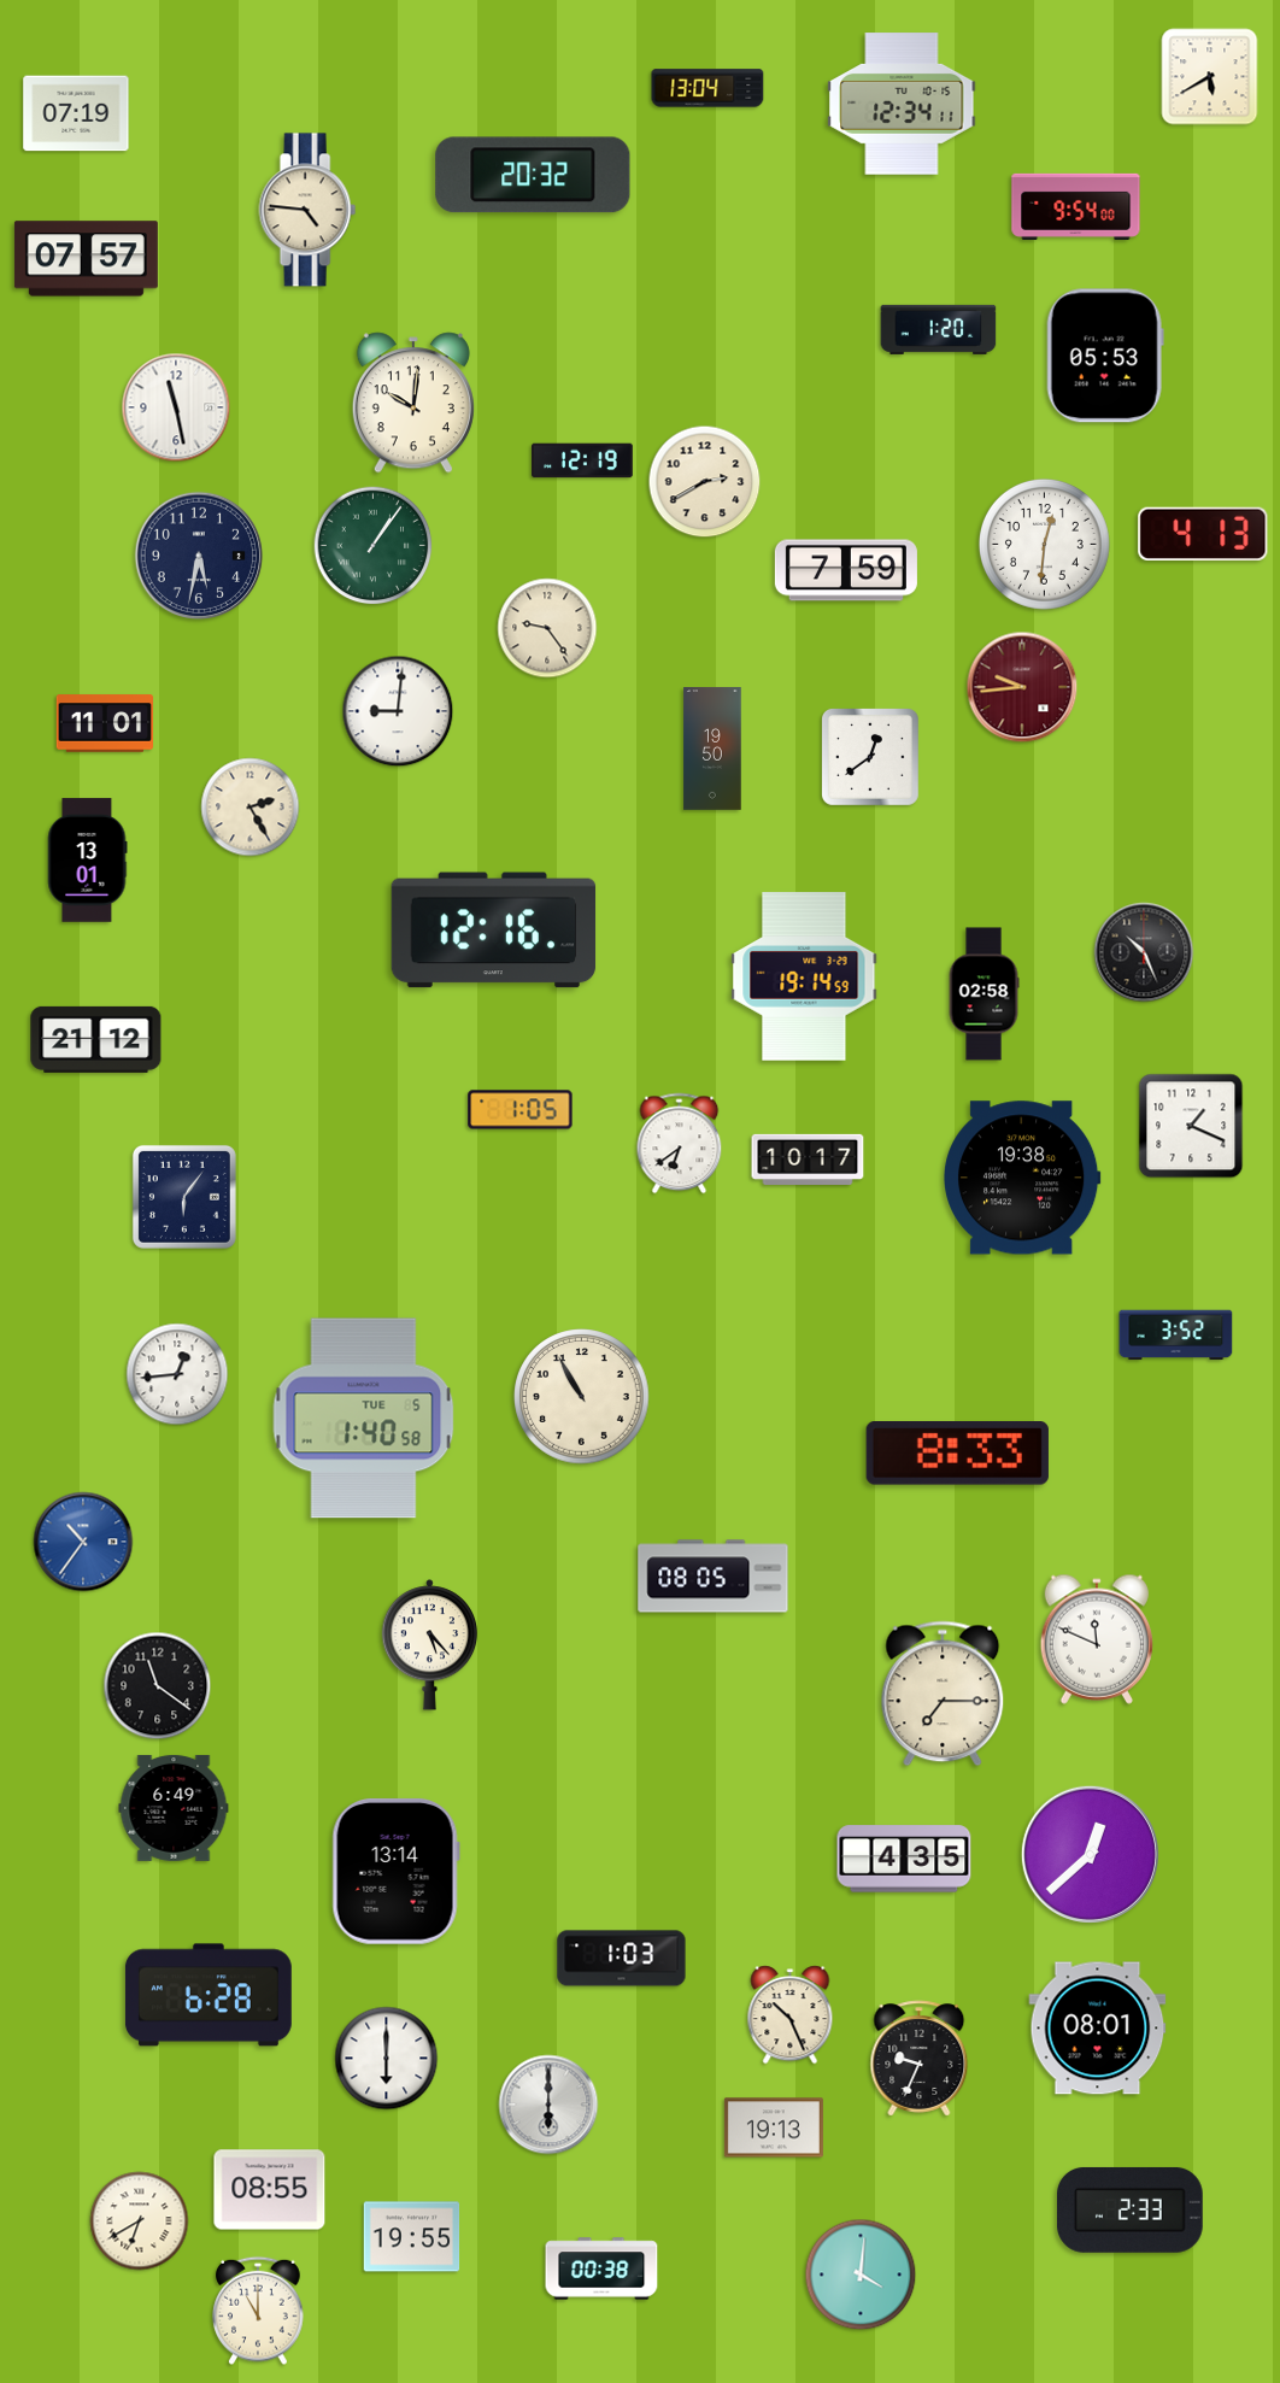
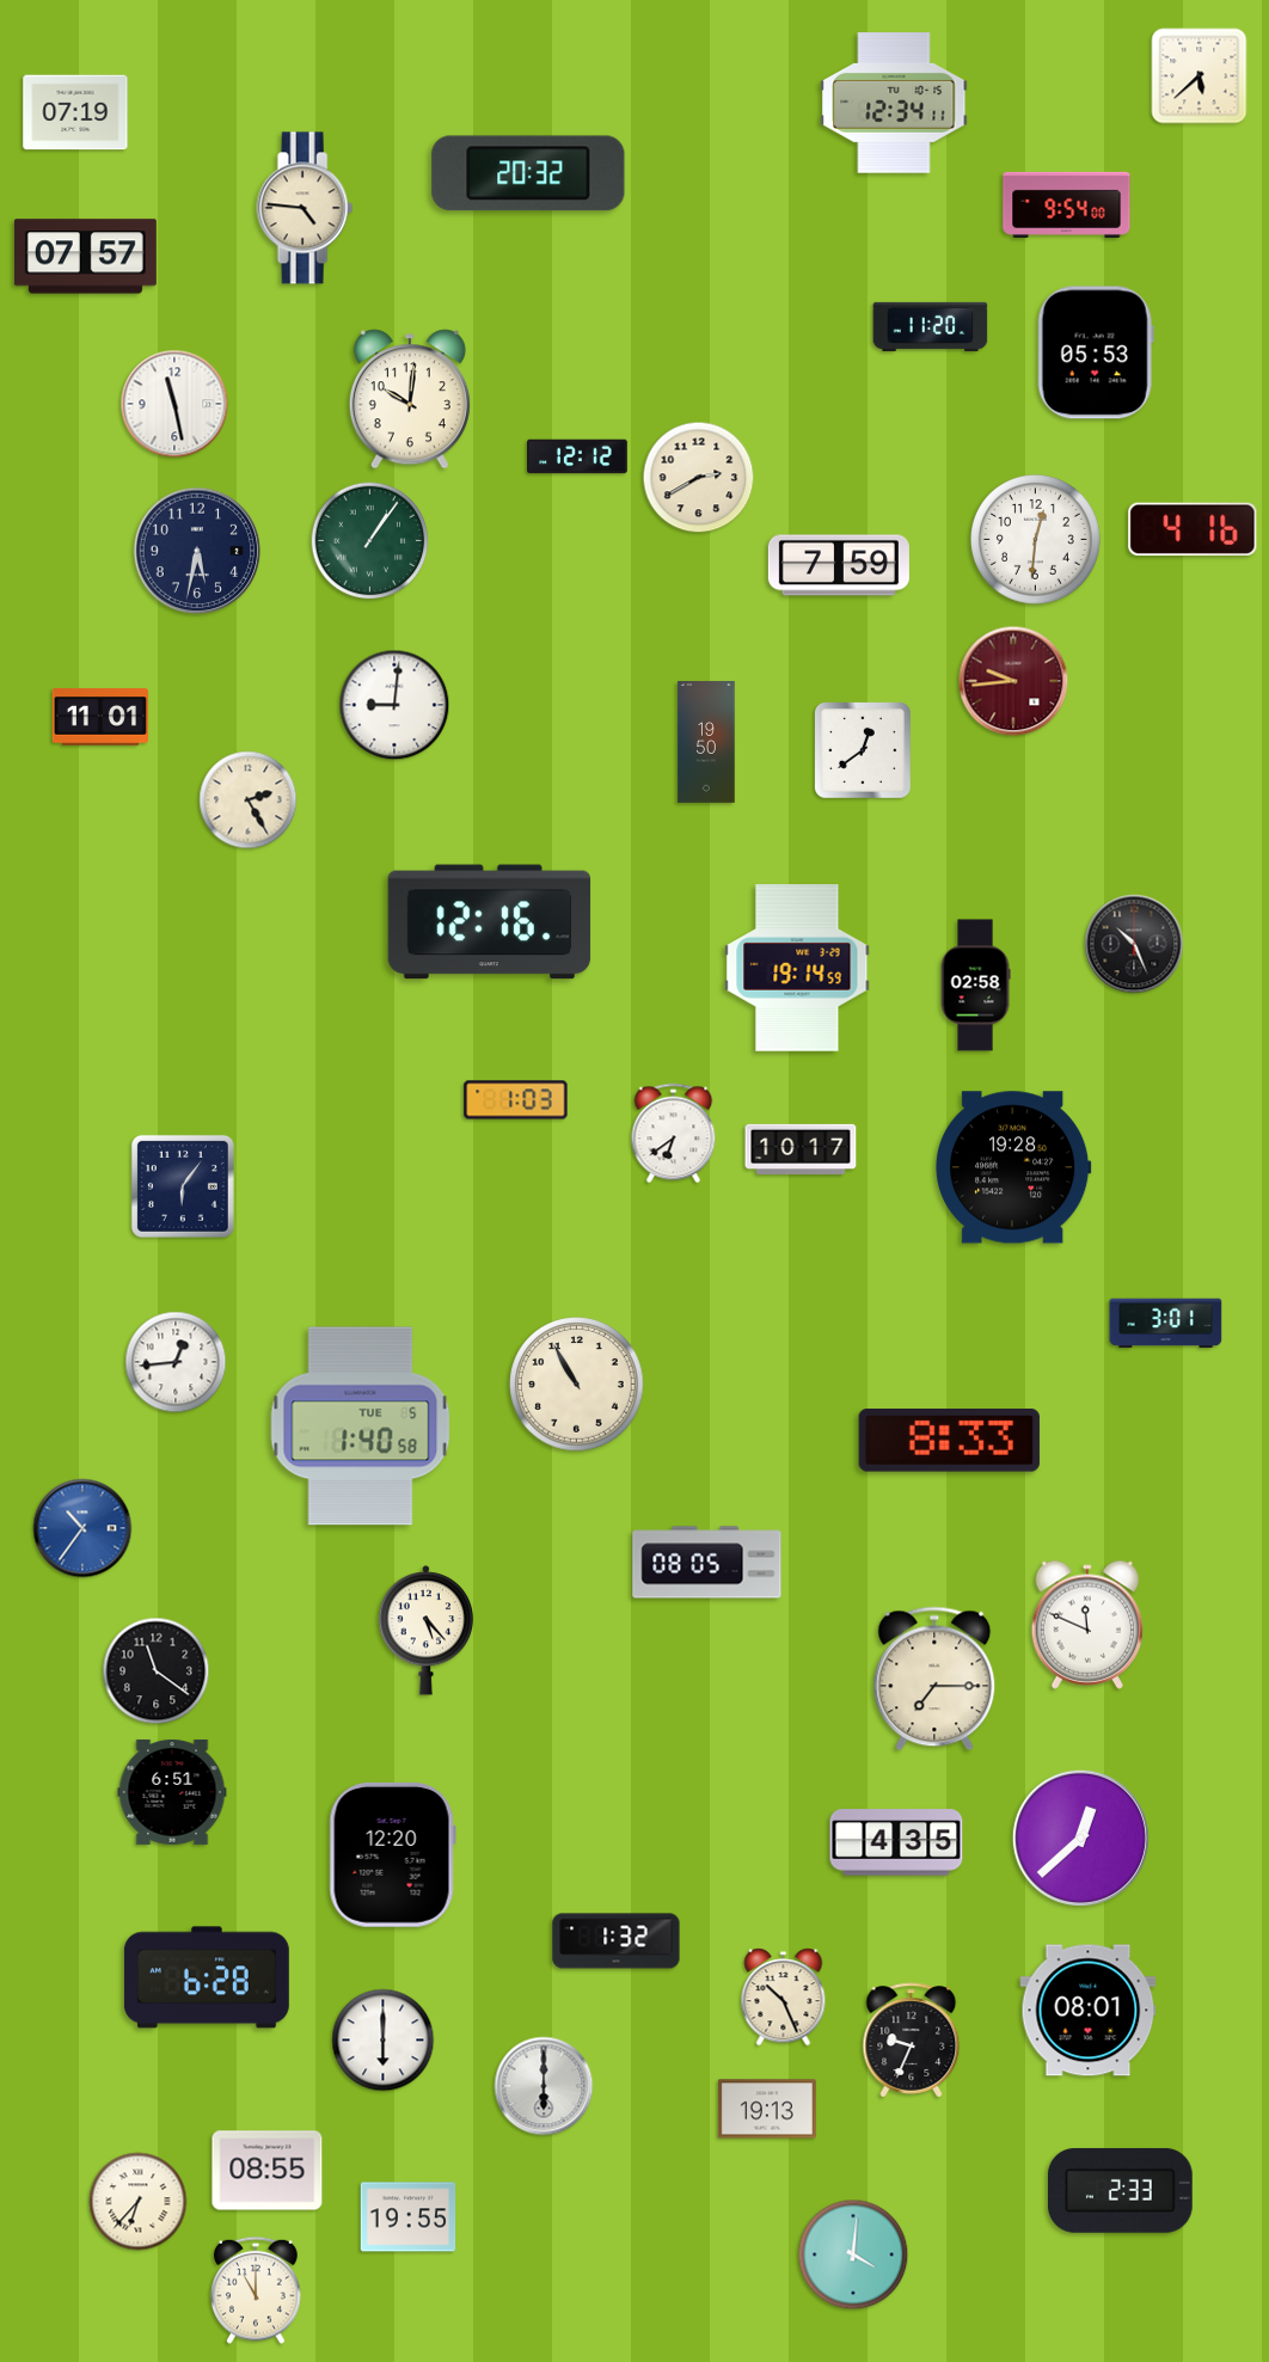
clock at (1210, 77): 5:40 -> 5:38
clock at (707, 88): 13:04 -> none
clock at (939, 329): 1:20 -> 11:20
clock at (582, 460): 12:19 -> 12:12
clock at (1203, 534): 4:13 -> 4:16
clock at (547, 628): 9:24 -> none
clock at (104, 723) position: (104, 723) -> (99, 717)
clock at (87, 861): 13:01 -> none
clock at (96, 1039): 21:12 -> none
clock at (521, 1110): 1:05 -> 1:03
clock at (1191, 1126): 1:19 -> none
clock at (1023, 1178): 19:38 -> 19:28
clock at (1176, 1336): 3:52 -> 3:01
clock at (364, 1419) position: (364, 1419) -> (361, 1427)
clock at (174, 1808): 6:49 -> 6:51
clock at (395, 1871): 13:14 -> 12:20
clock at (622, 1959): 1:03 -> 1:32
clock at (140, 2221): 6:40 -> 6:37
clock at (601, 2268): 00:38 -> none
